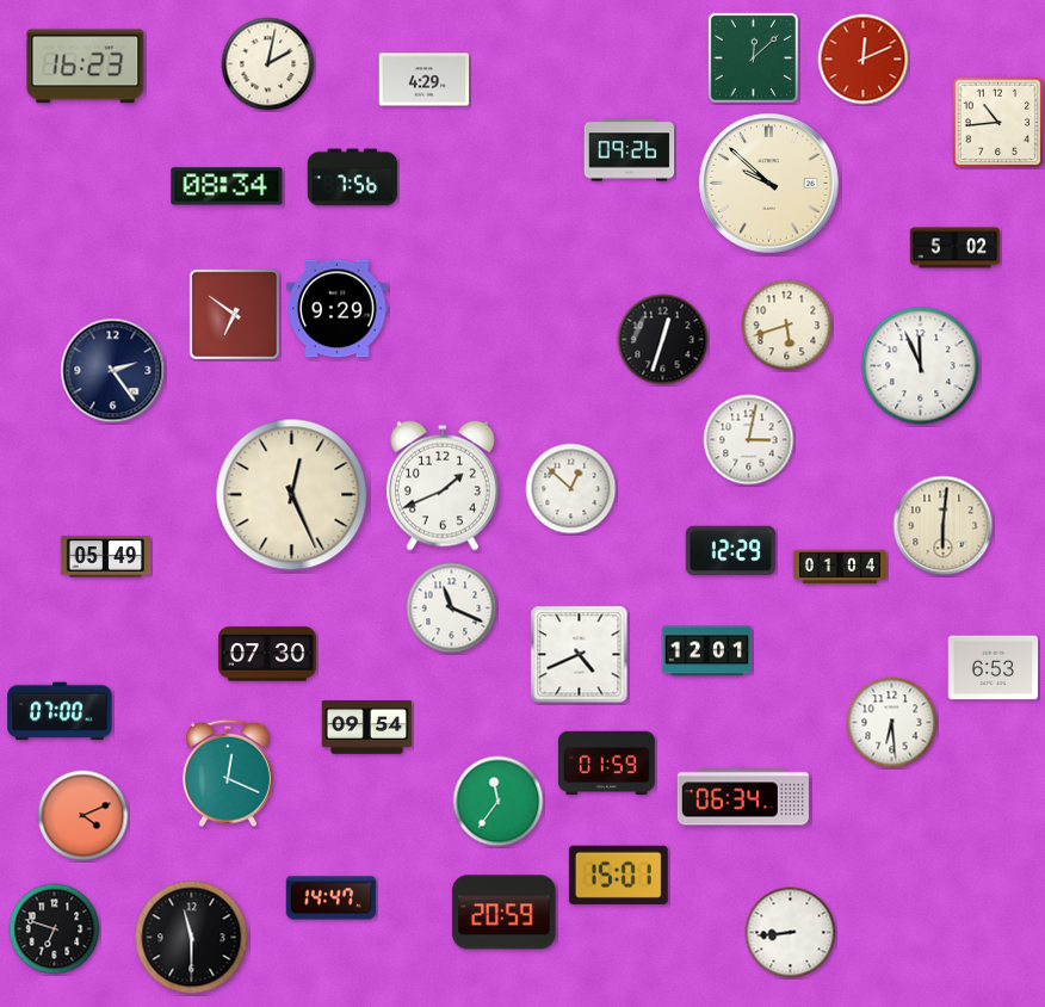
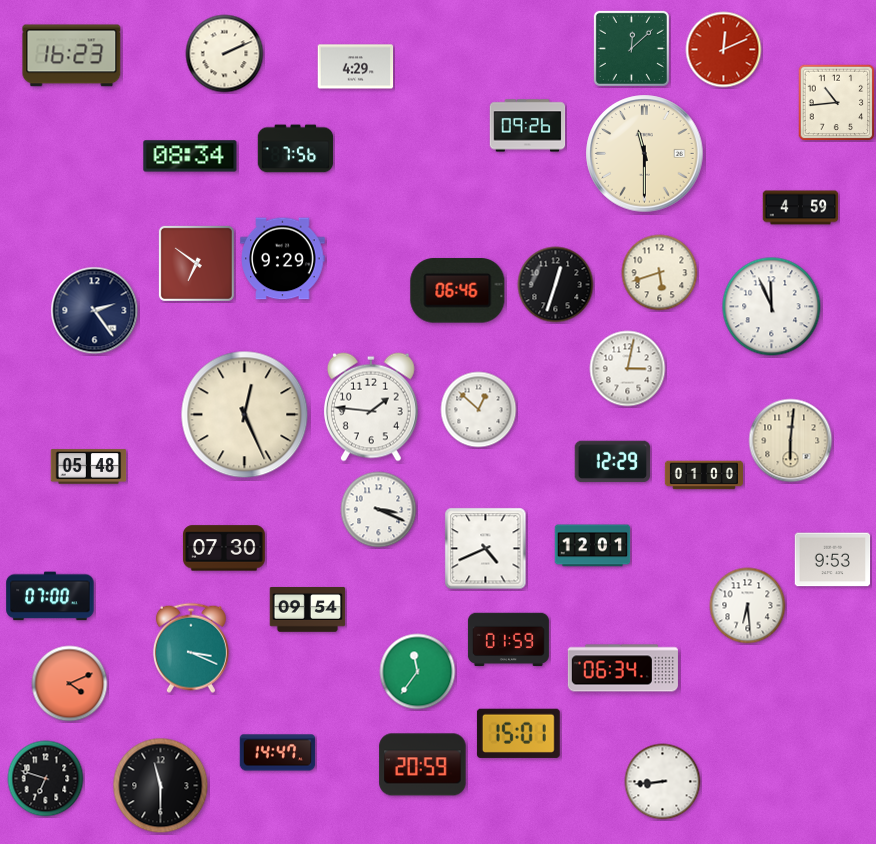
clock at (268, 64): 2:02 -> 2:11
clock at (769, 184): 9:52 -> 11:30
clock at (956, 248): 5:02 -> 4:59
clock at (458, 291): none -> 06:46
clock at (443, 486): 1:41 -> 1:46
clock at (106, 557): 05:49 -> 05:48
clock at (839, 567): 01:04 -> 01:00
clock at (452, 608): 11:19 -> 3:19
clock at (994, 668): 6:53 -> 9:53
clock at (228, 773): 12:19 -> 3:19
